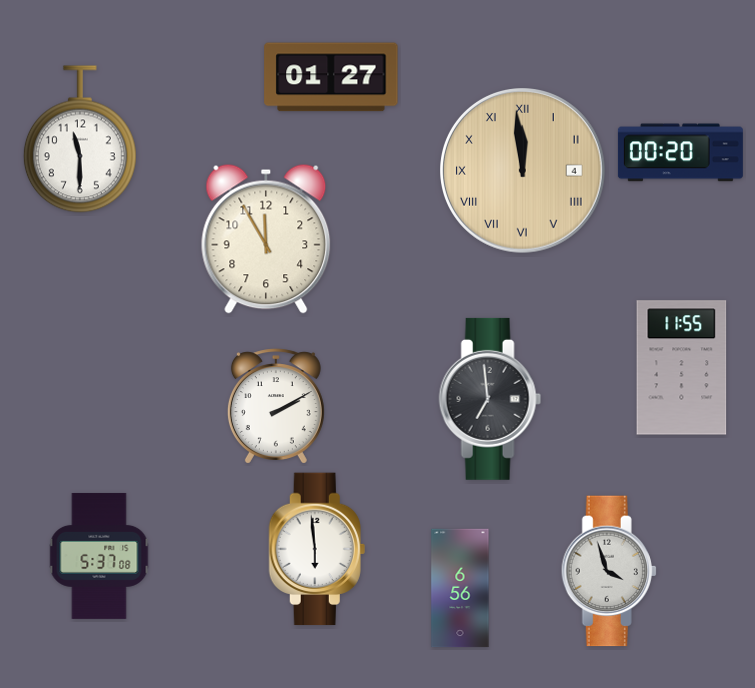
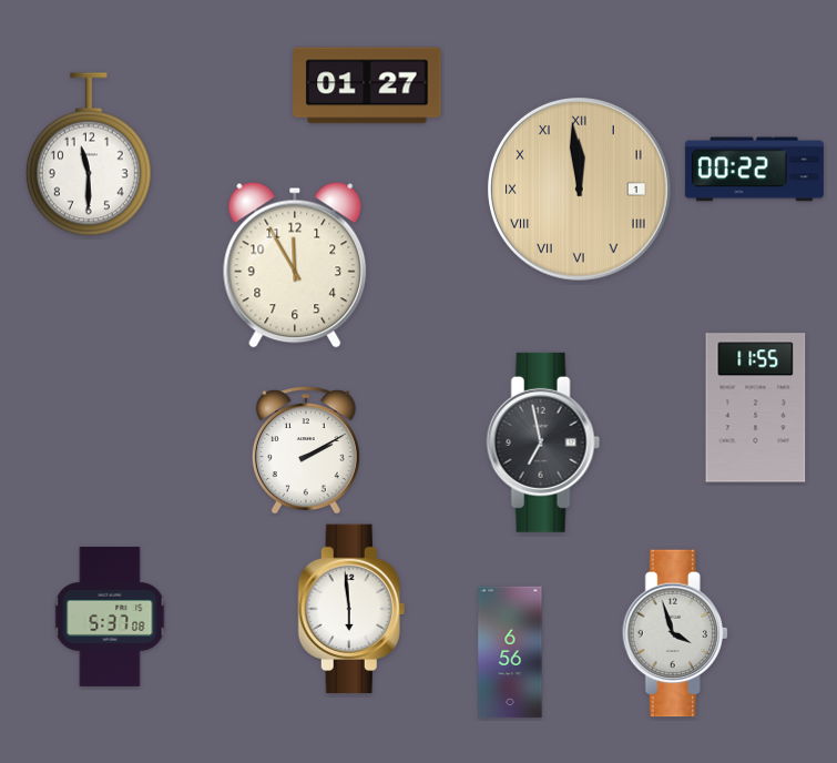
clock at (680, 153): 00:20 -> 00:22
clock at (523, 171) date: 4 -> 1
clock at (490, 399): 6:59 -> 6:58
